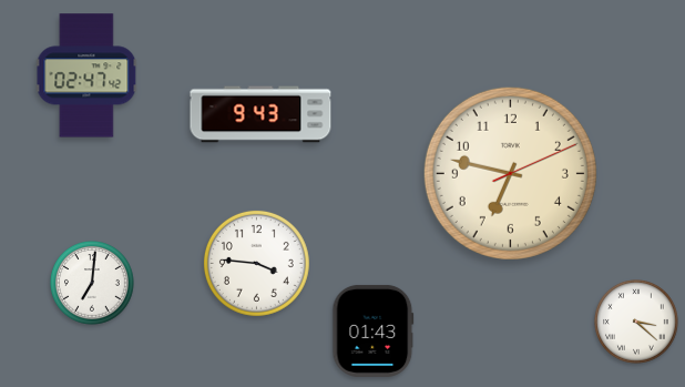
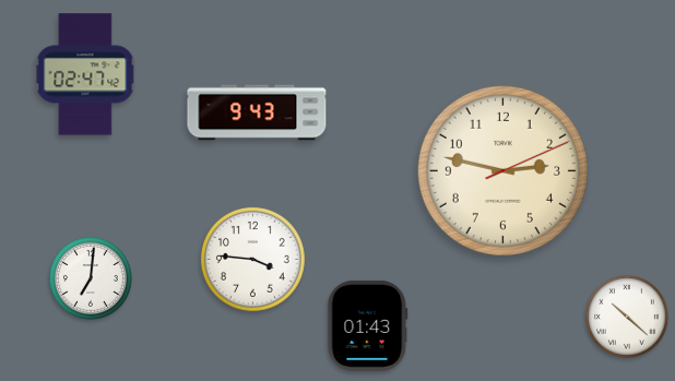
clock at (510, 173): 6:47 -> 2:47
clock at (636, 322): 3:22 -> 10:22
